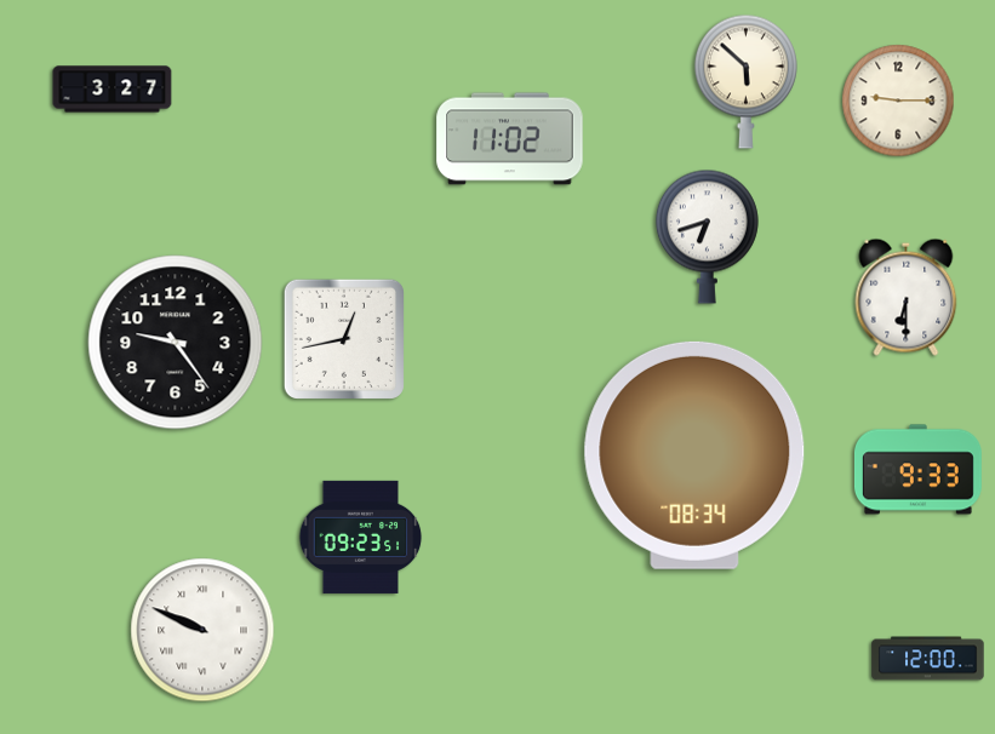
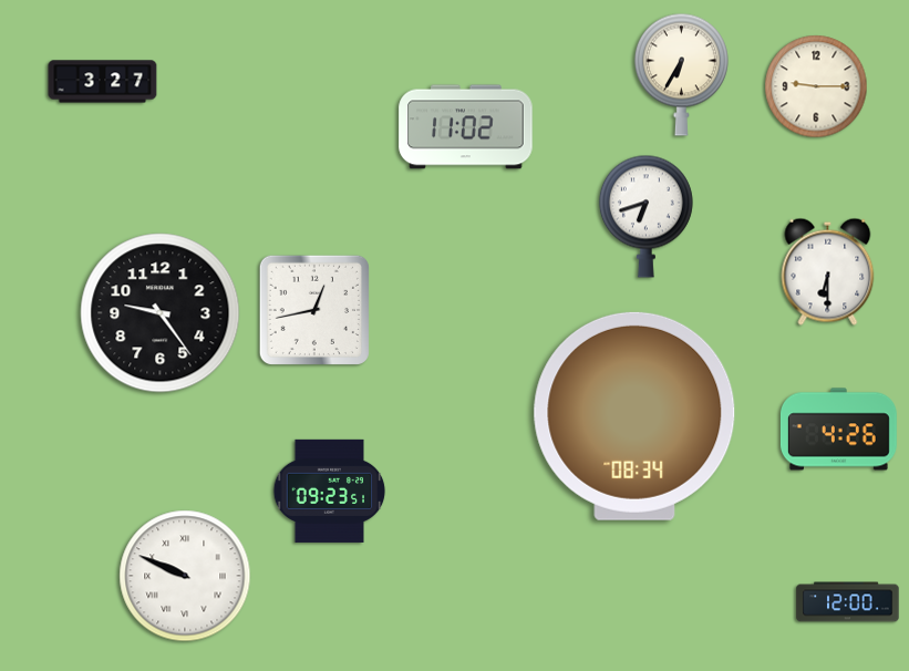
clock at (745, 81): 5:52 -> 6:35
clock at (898, 101) position: (898, 101) -> (816, 86)
clock at (917, 470): 9:33 -> 4:26
